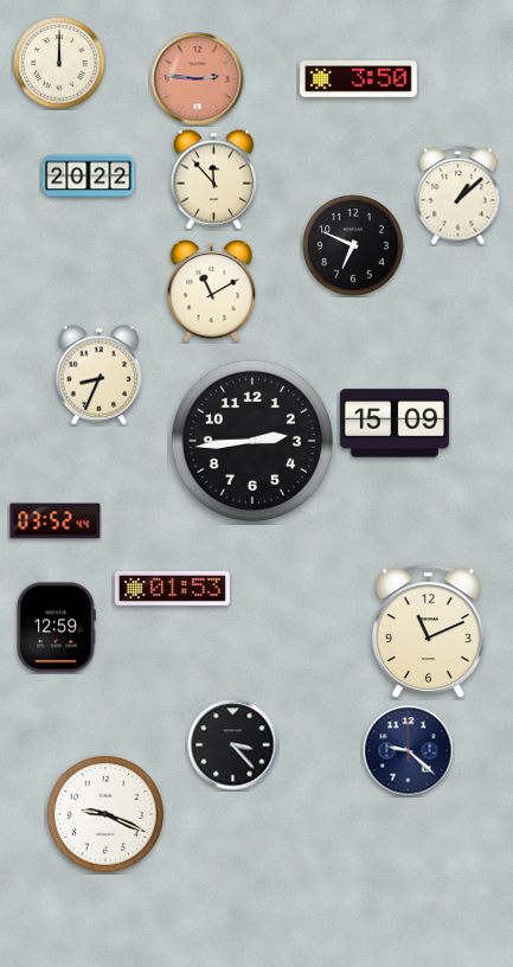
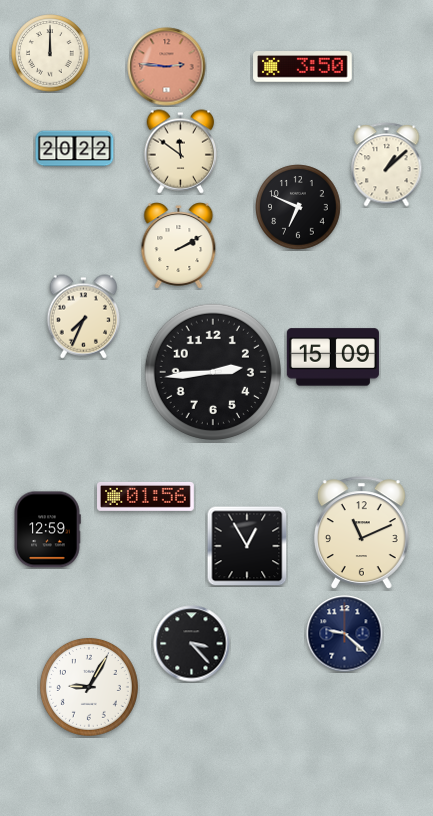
clock at (214, 180): 11:53 -> 11:51
clock at (212, 292): 11:10 -> 2:10
clock at (100, 376): 8:34 -> 7:34
clock at (56, 521): 03:52 -> none
clock at (173, 588): 01:53 -> 01:56
clock at (247, 546): none -> 12:55
clock at (233, 745) position: (233, 745) -> (192, 644)
clock at (105, 814): 9:19 -> 9:05
